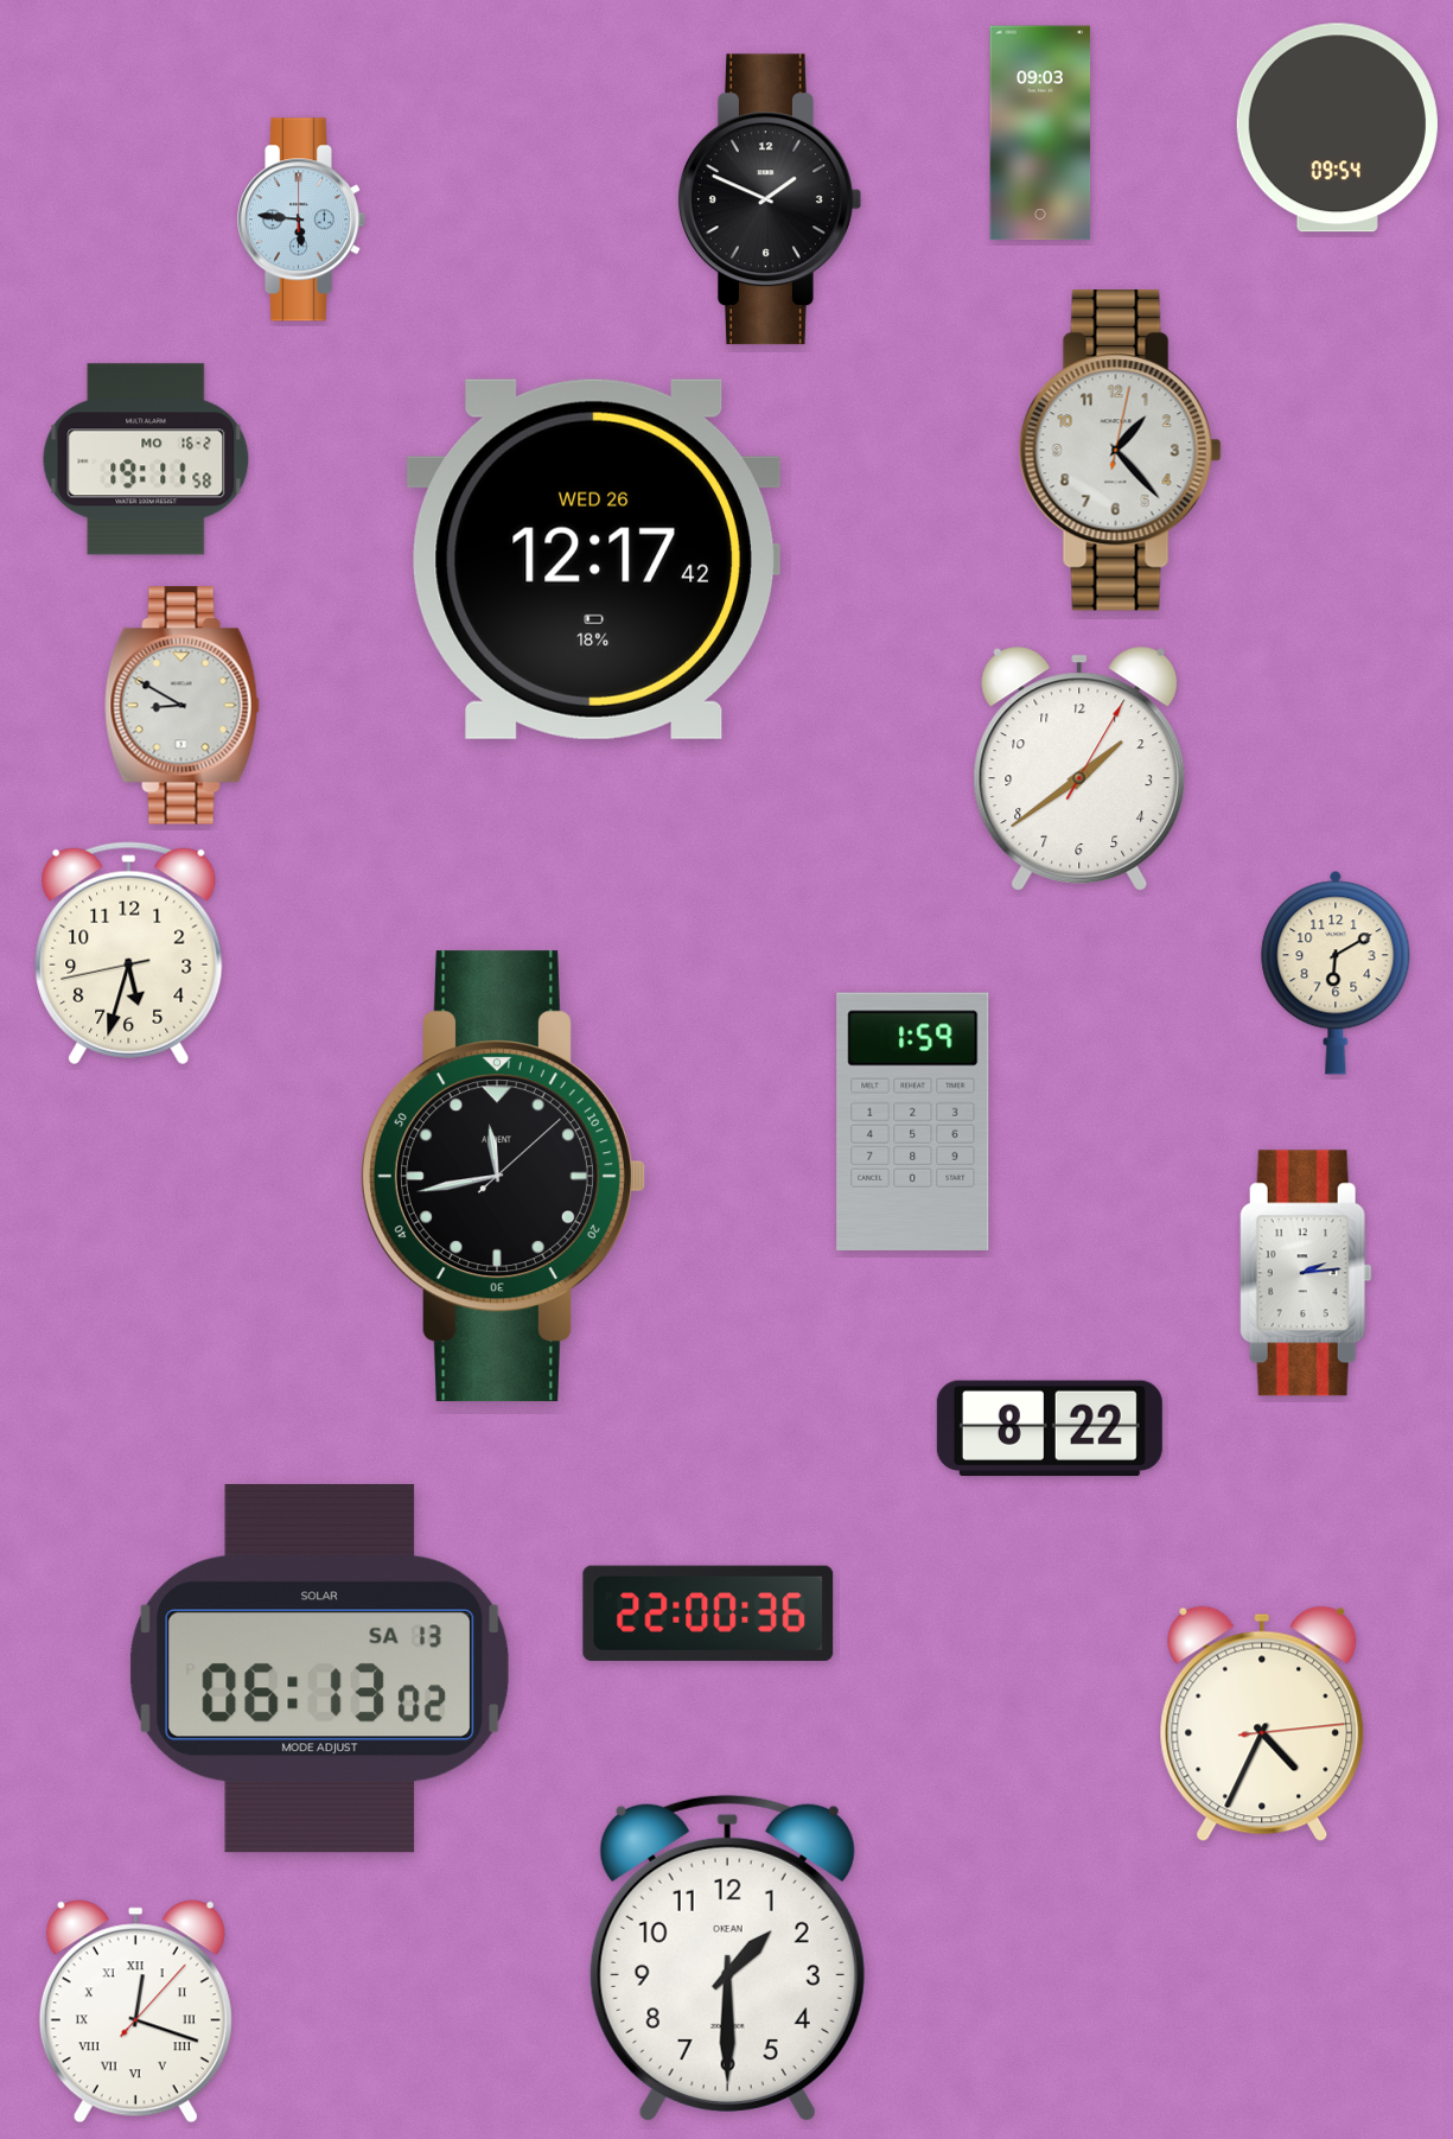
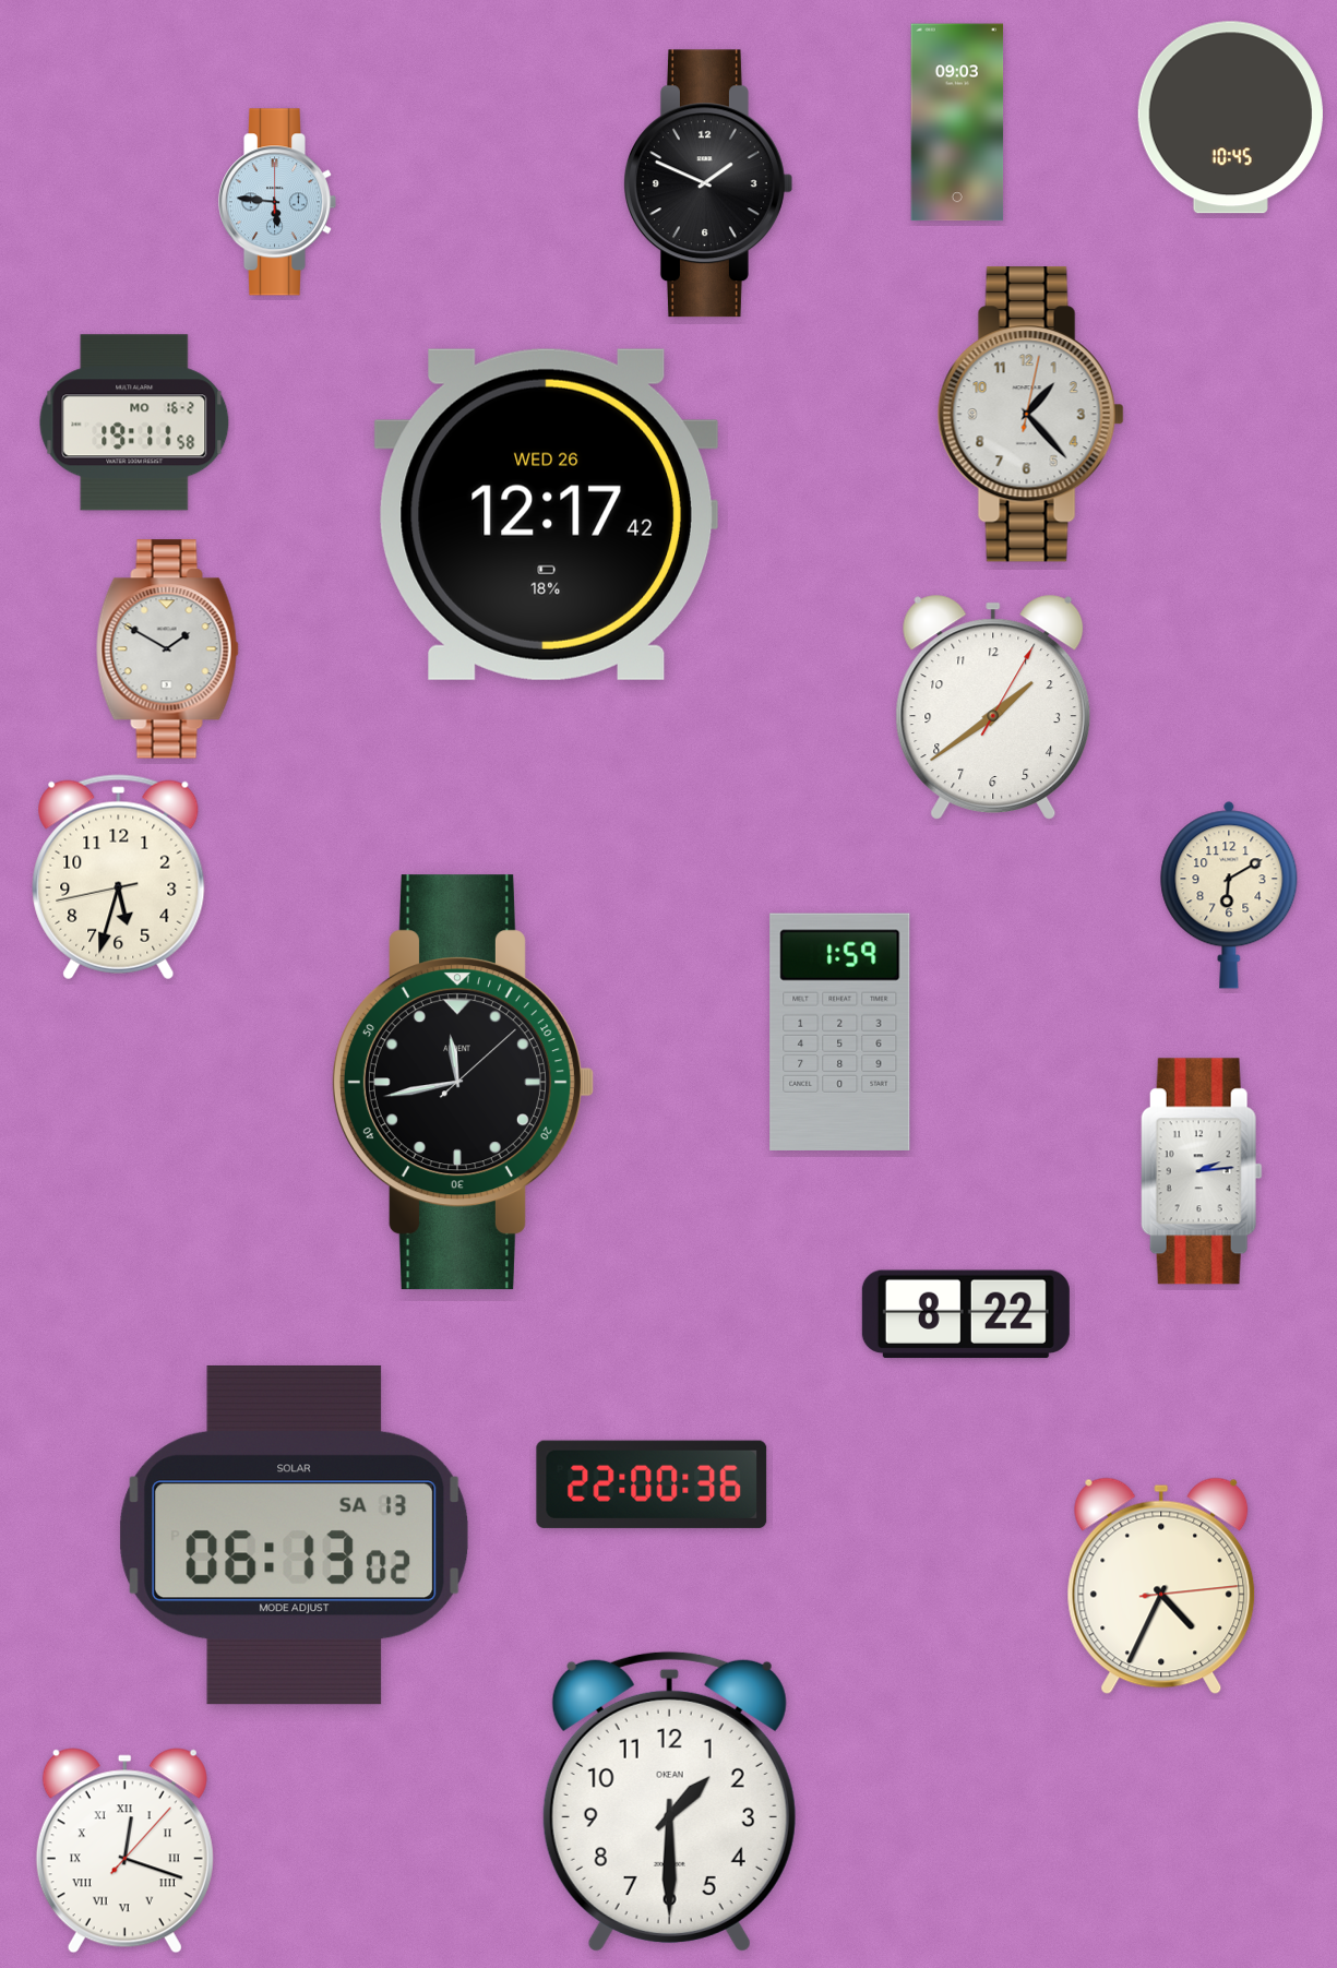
clock at (1337, 128): 09:54 -> 10:45
clock at (181, 706): 8:50 -> 1:50
